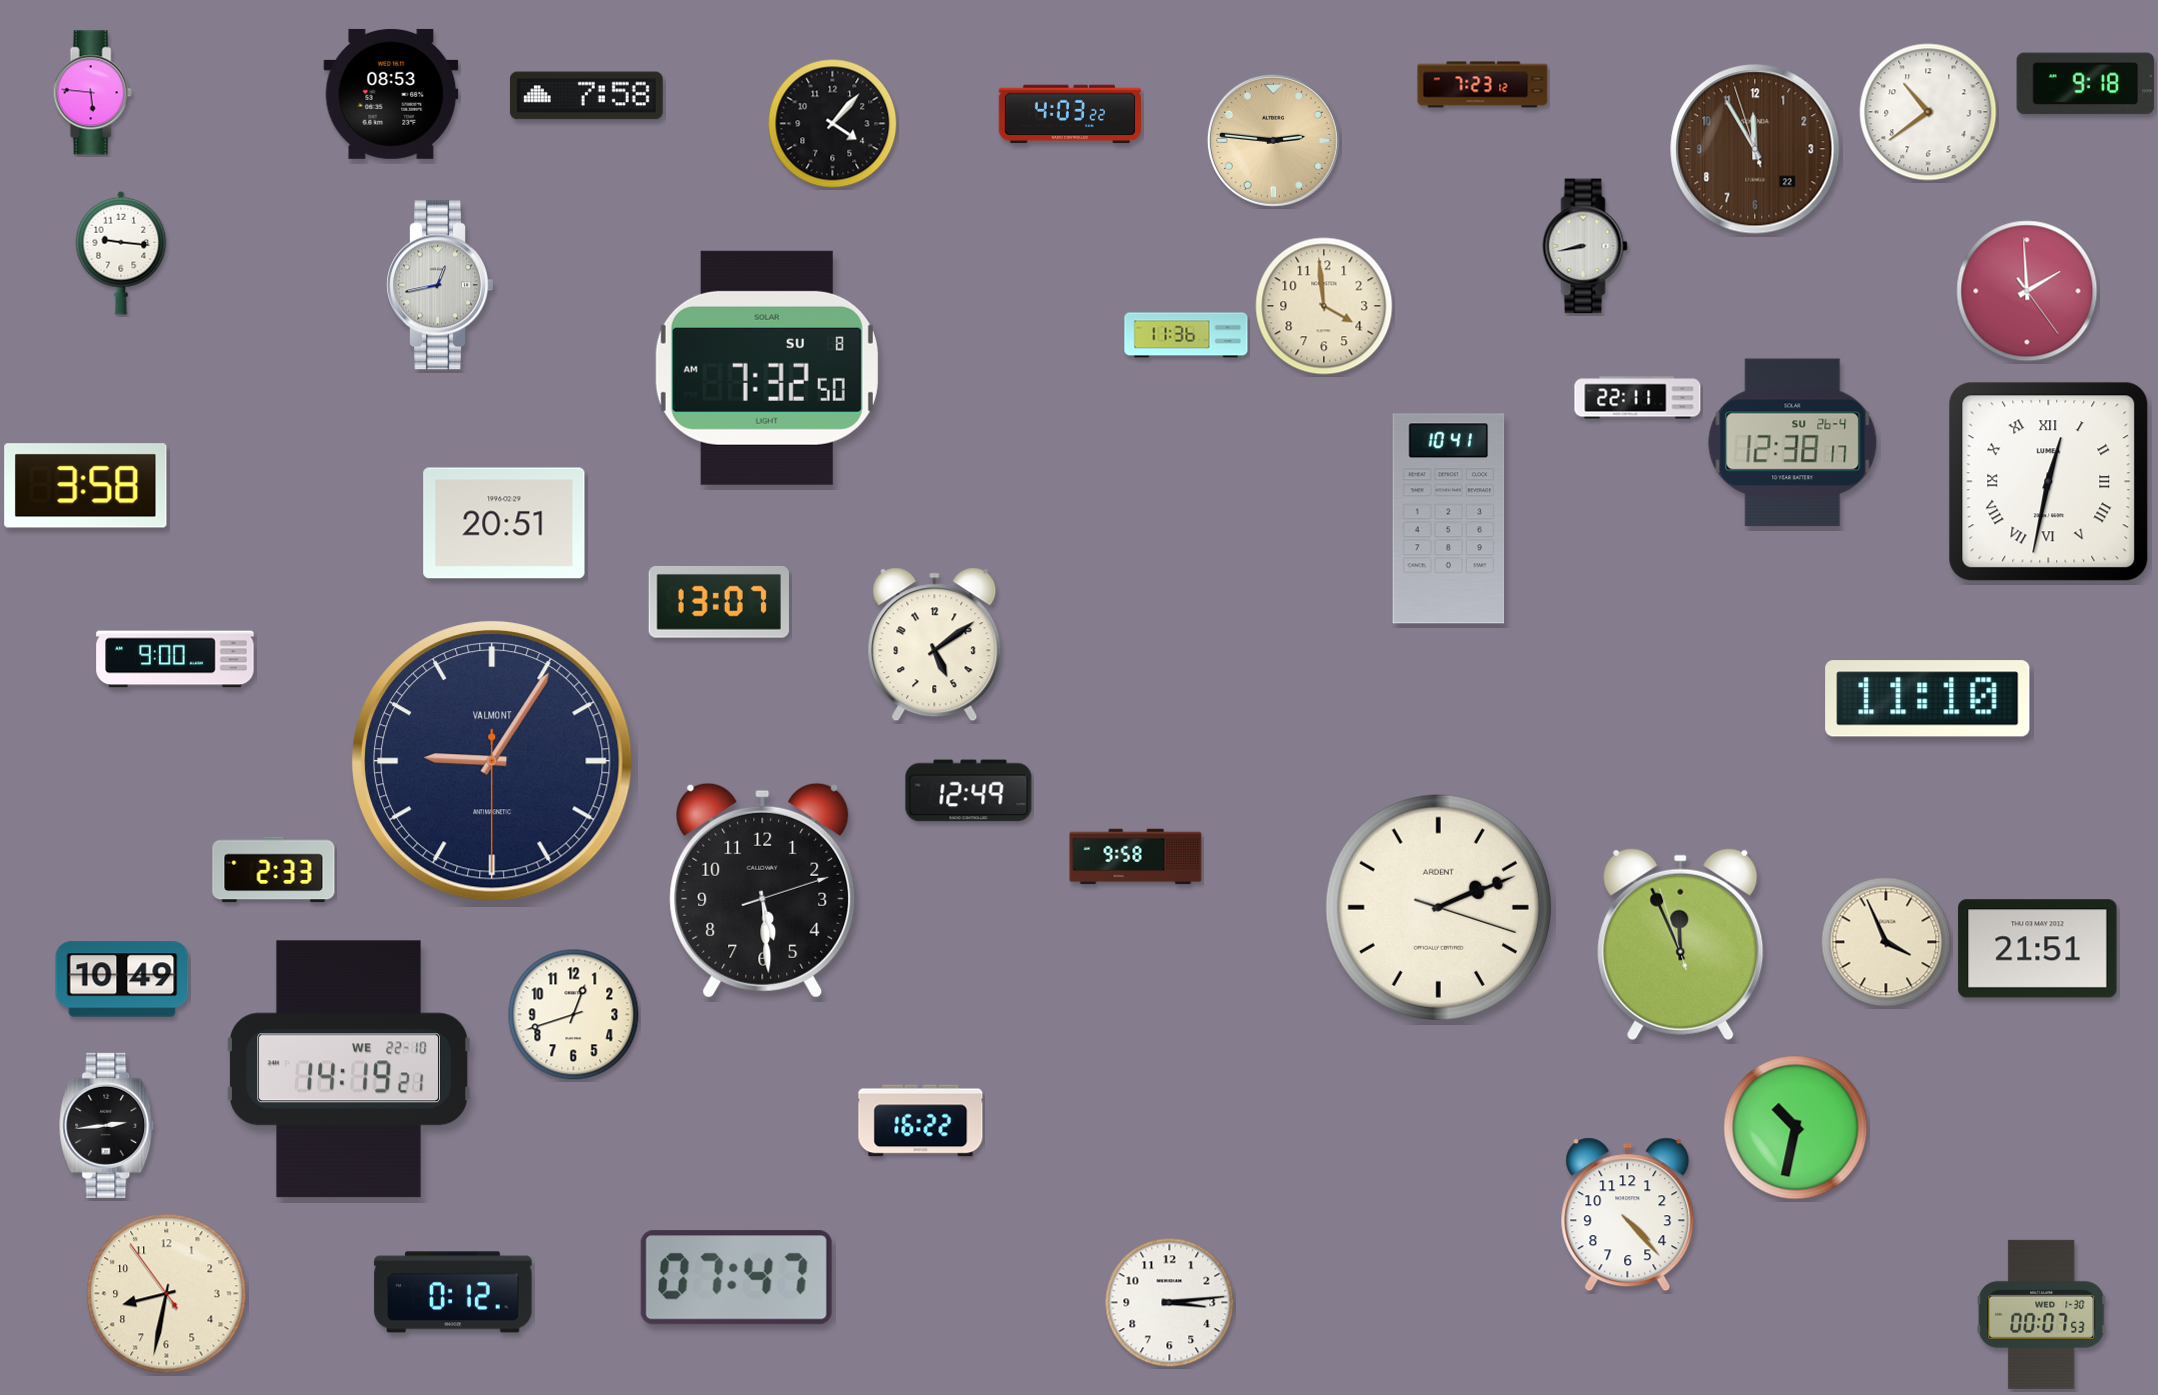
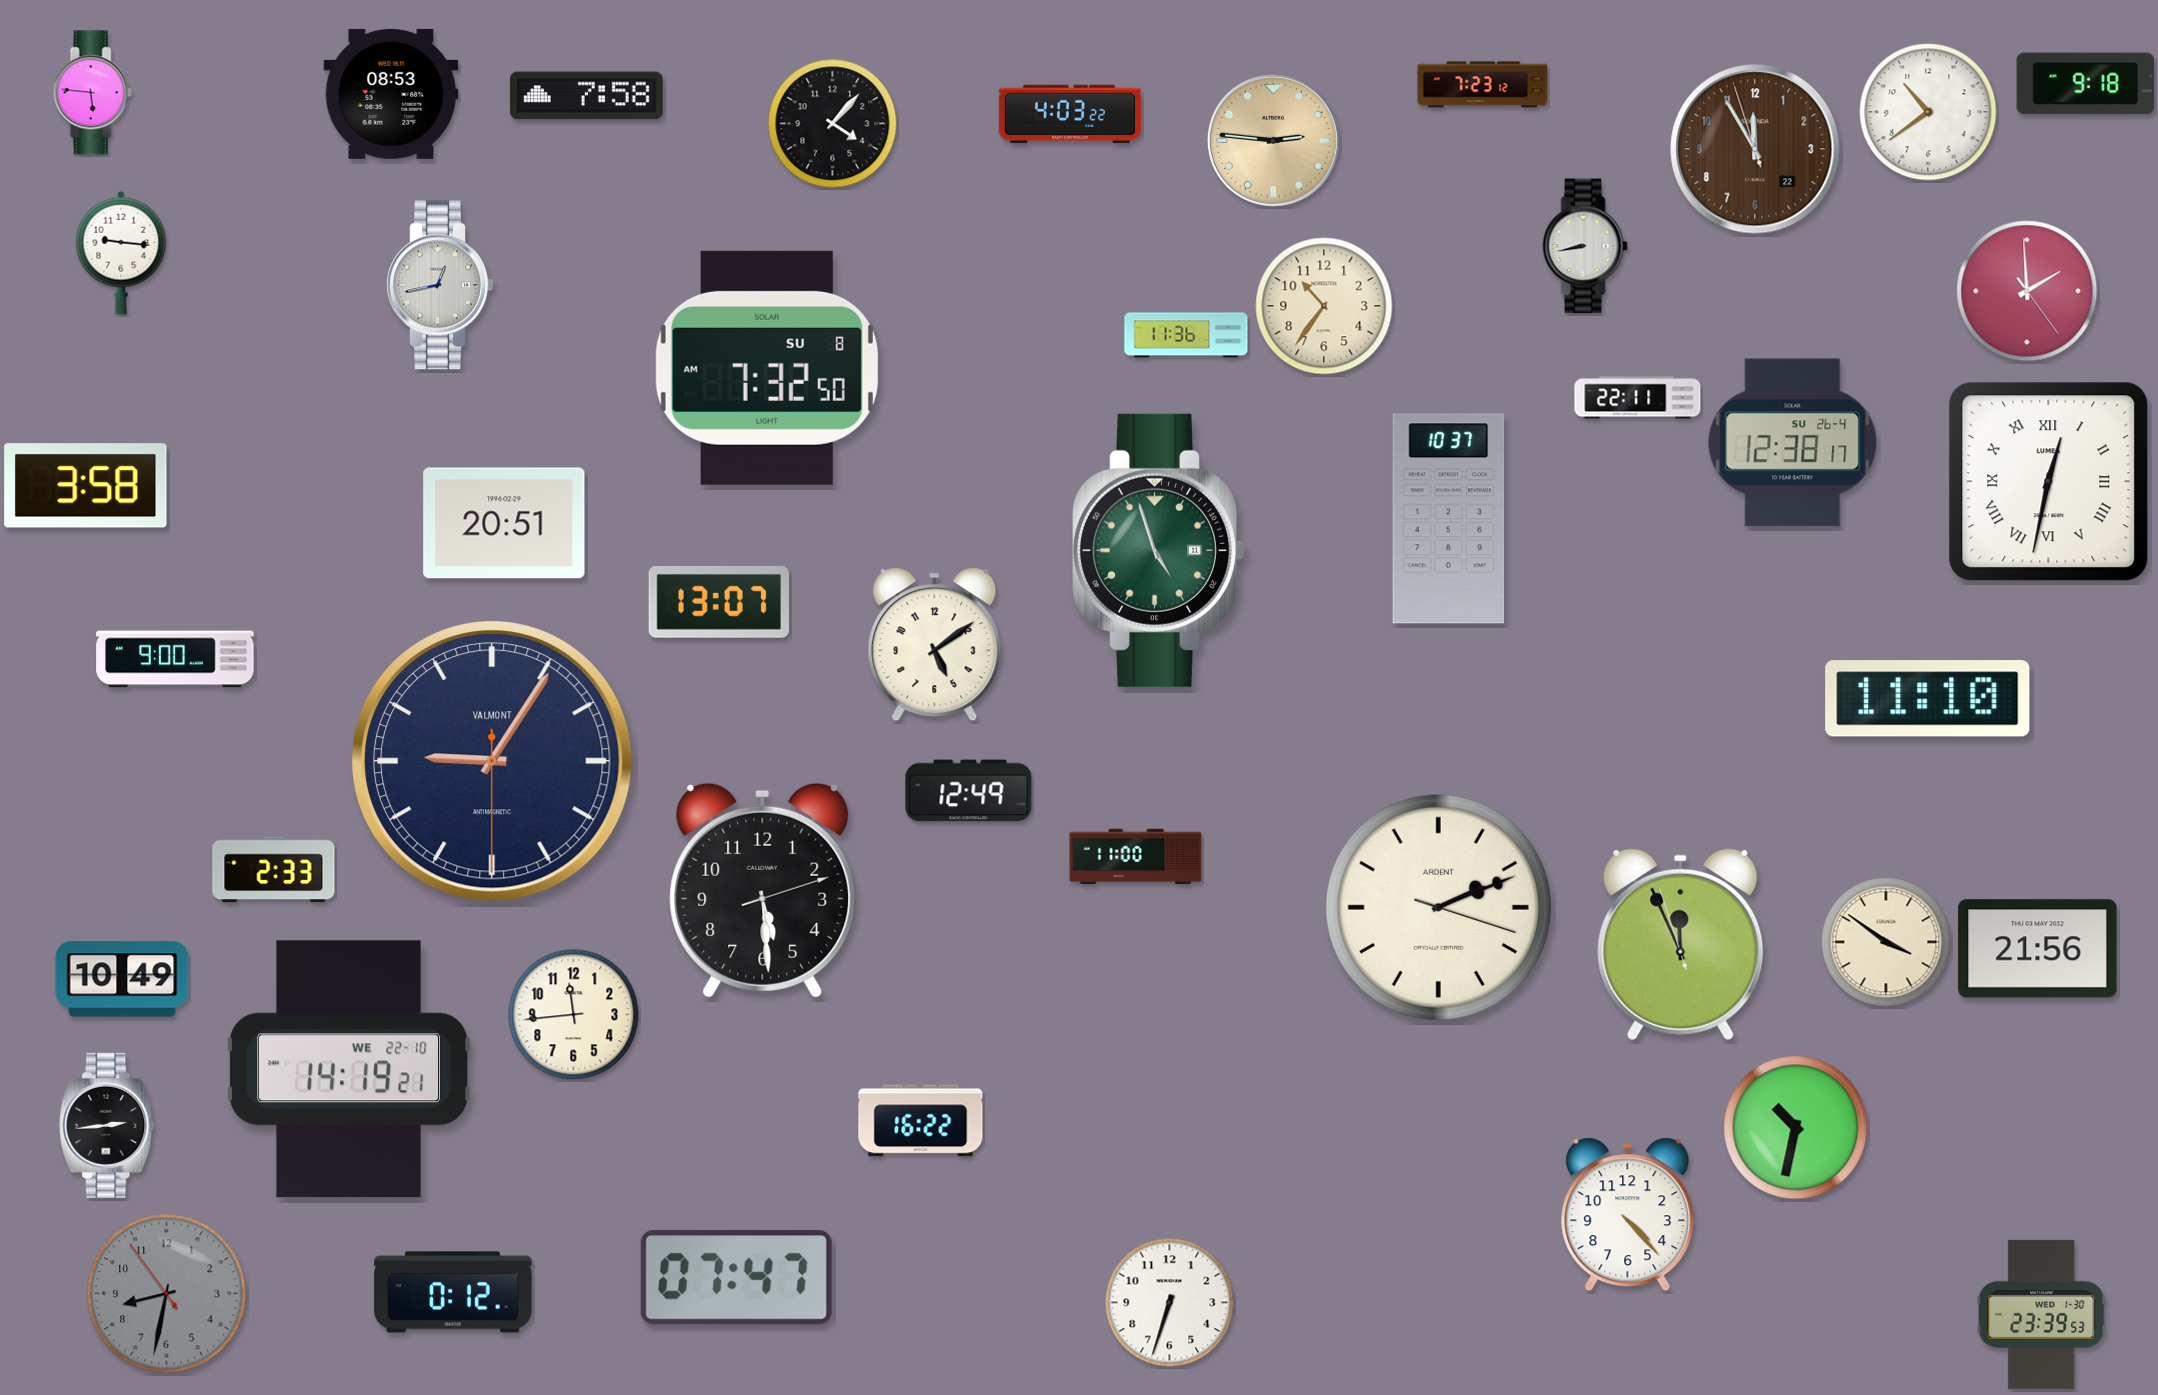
clock at (1324, 306): 3:59 -> 10:36
clock at (1449, 519): 10:41 -> 10:37
clock at (1159, 550): none -> 4:57
clock at (1136, 857): 9:58 -> 11:00
clock at (1886, 942): 3:56 -> 3:51
clock at (2038, 949): 21:51 -> 21:56
clock at (574, 1015): 12:42 -> 11:44
clock at (167, 1294) dial: cream -> grey
clock at (1170, 1303): 3:14 -> 6:33
clock at (2042, 1314): 00:07 -> 23:39
